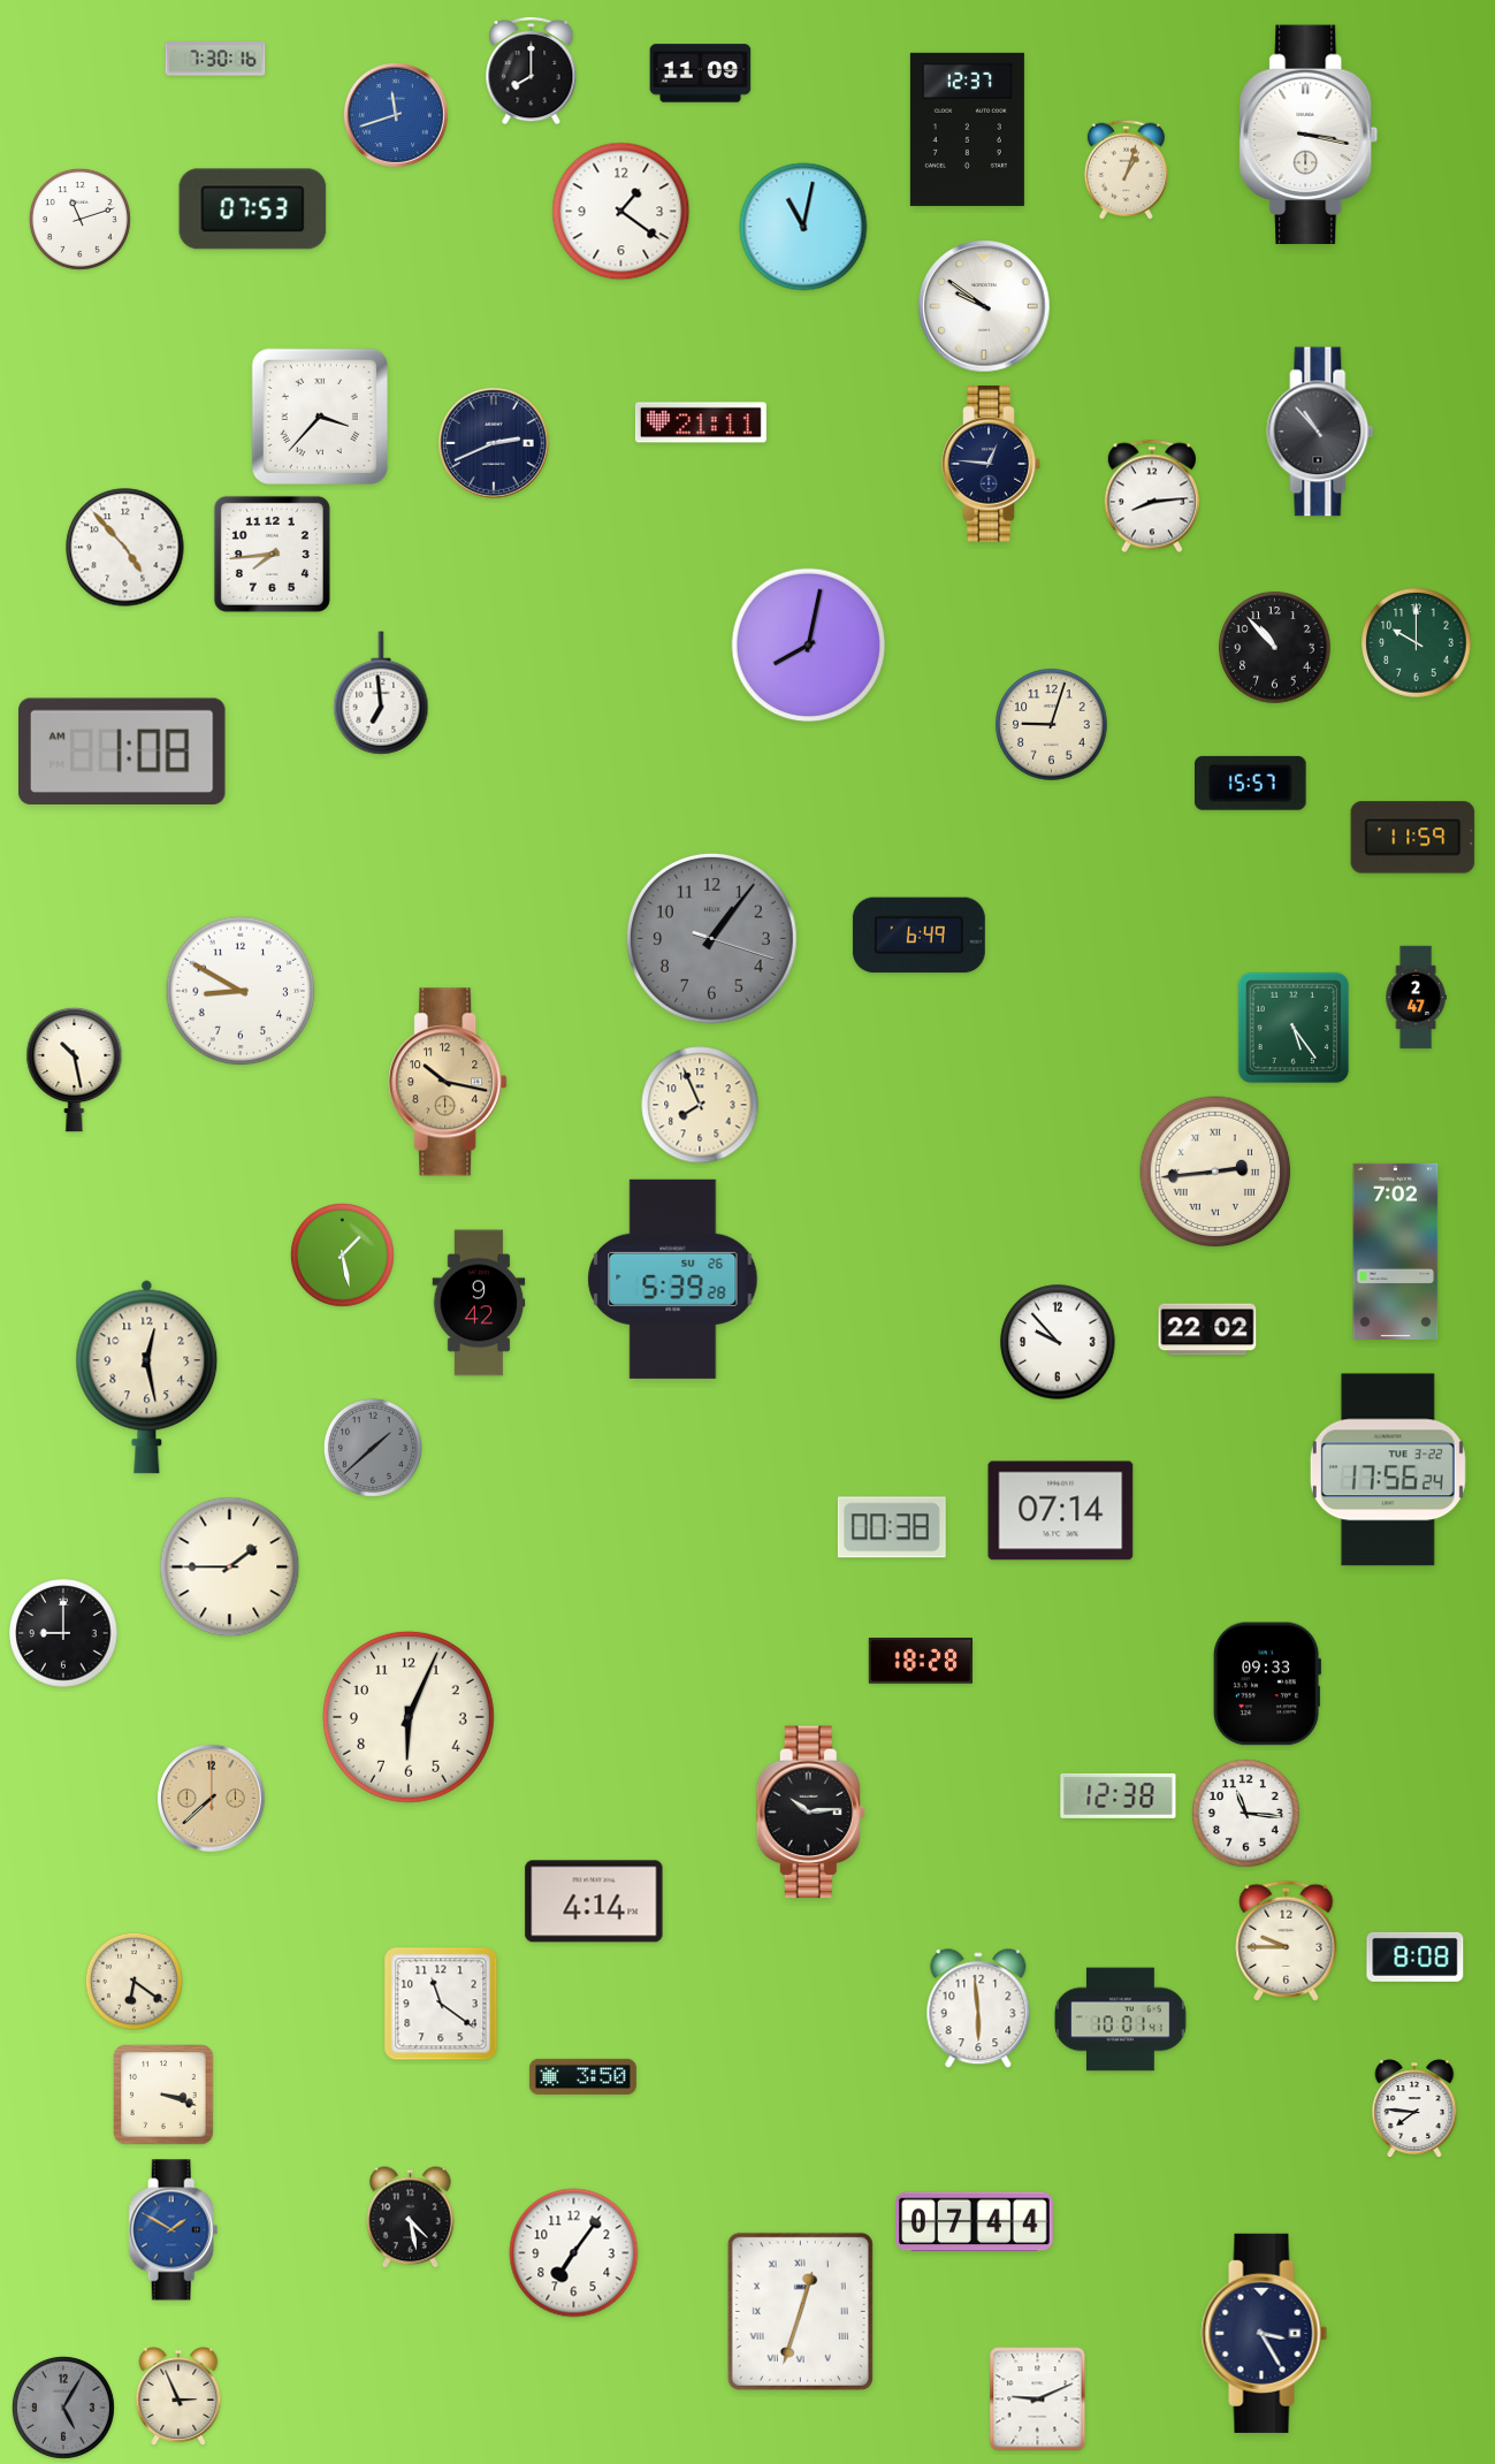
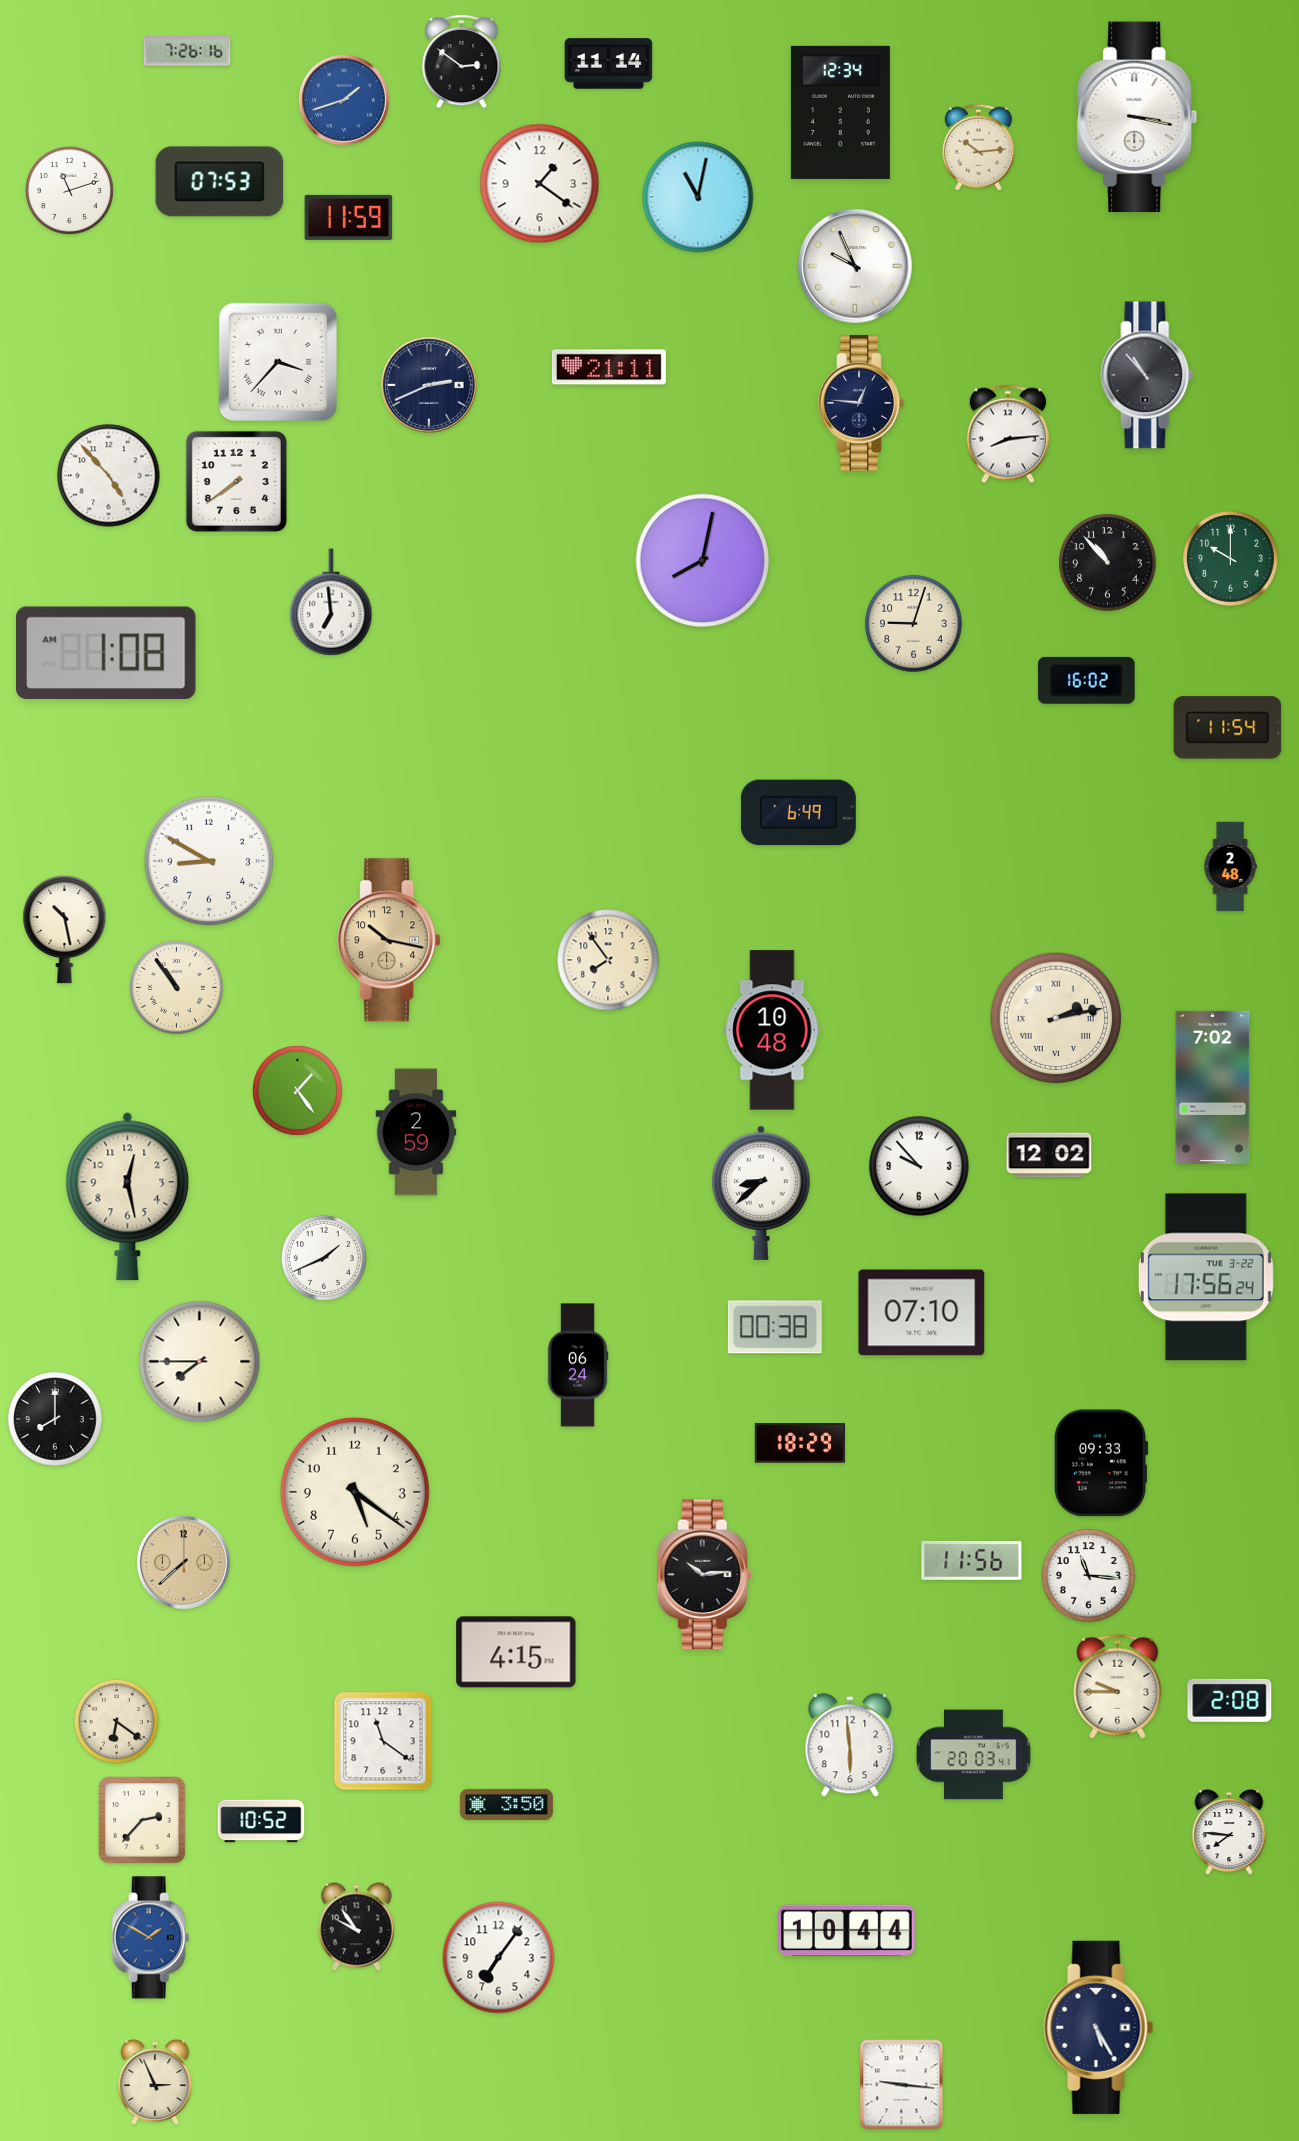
clock at (215, 59): 7:30 -> 7:26
clock at (532, 70): 8:00 -> 2:51
clock at (701, 74): 11:09 -> 11:14
clock at (396, 115): 11:42 -> 1:42
clock at (967, 129): 12:37 -> 12:34
clock at (1126, 169): 1:03 -> 10:14
clock at (349, 217): none -> 11:59
clock at (984, 306): 9:51 -> 9:56
clock at (1152, 496) position: (1152, 496) -> (1008, 434)
clock at (272, 554): 7:44 -> 7:39
clock at (1052, 725) position: (1052, 725) -> (914, 624)
clock at (1251, 783): 15:57 -> 16:02
clock at (1413, 838): 11:59 -> 11:54
clock at (711, 938): 1:06 -> none
clock at (1416, 998): 2:47 -> 2:48
clock at (1294, 1028): 5:24 -> none
clock at (700, 1105): 7:56 -> 7:54
clock at (177, 988): none -> 10:54
clock at (1215, 1172): 2:44 -> 2:13
clock at (772, 1030): none -> 10:48
clock at (342, 1254): 1:28 -> 1:24
clock at (673, 1279): 5:39 -> none
clock at (479, 1303): 9:42 -> 2:59
clock at (1207, 1329): 22:02 -> 12:02
clock at (761, 1193): none -> 8:38
clock at (373, 1448): 1:38 -> 1:41
clock at (373, 1448) dial: grey -> white
clock at (1061, 1511): 07:14 -> 07:10
clock at (230, 1567): 1:45 -> 7:45
clock at (578, 1365): none -> 06:24
clock at (63, 1633): 9:00 -> 8:00
clock at (920, 1661): 18:28 -> 18:29
clock at (409, 1717): 6:04 -> 5:21
clock at (1119, 1795): 12:38 -> 11:56
clock at (1246, 1814) position: (1246, 1814) -> (1089, 1576)
clock at (594, 1901): 4:14 -> 4:15
clock at (1416, 1956): 8:08 -> 2:08
clock at (1121, 2020): 10:01 -> 20:03
clock at (163, 2095): 3:18 -> 2:37
clock at (261, 1821): none -> 10:52
clock at (411, 2218): 4:28 -> 9:54
clock at (975, 2222): 07:44 -> 10:44
clock at (800, 2311): 12:33 -> none
clock at (1265, 2333): 3:25 -> 5:25
clock at (1038, 2400): 9:11 -> 9:16
clock at (63, 2408): 5:05 -> none
